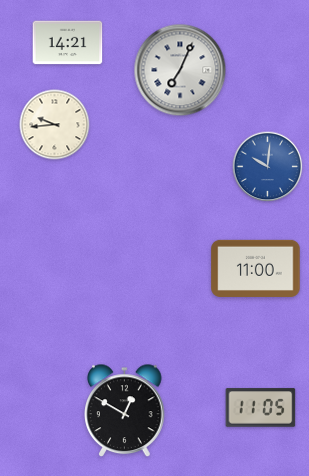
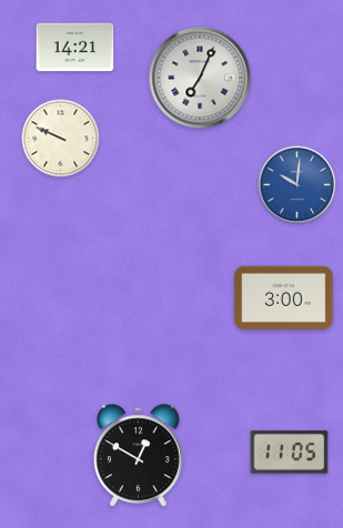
clock at (55, 125): 9:44 -> 9:49
clock at (256, 268): 11:00 -> 3:00
